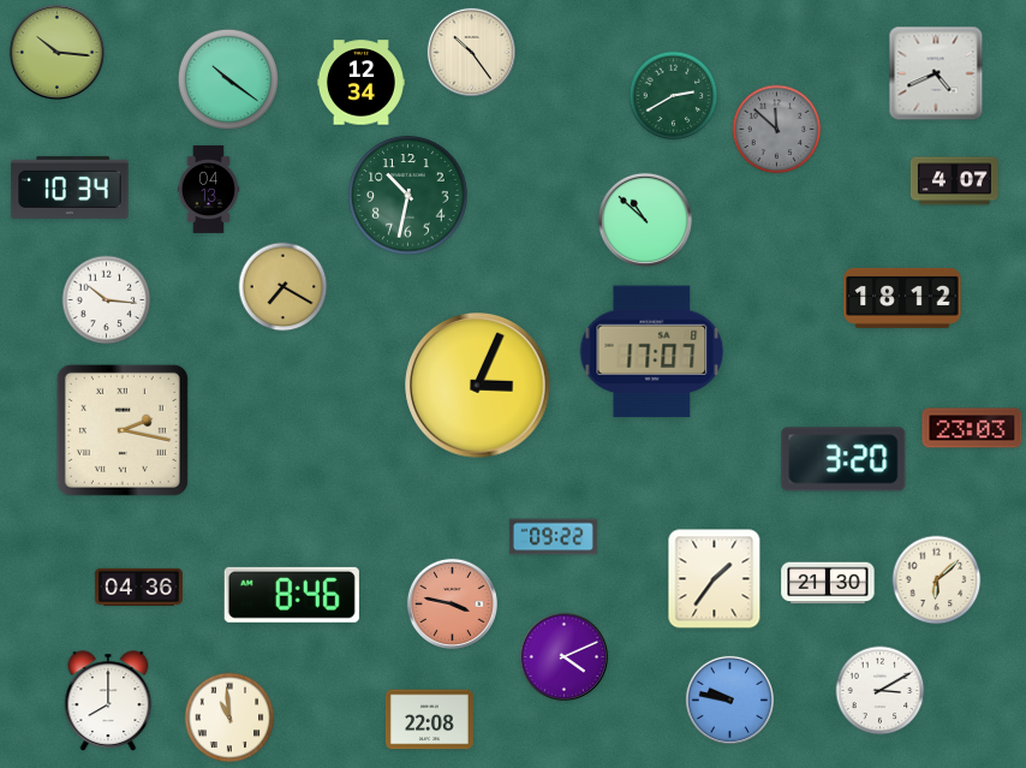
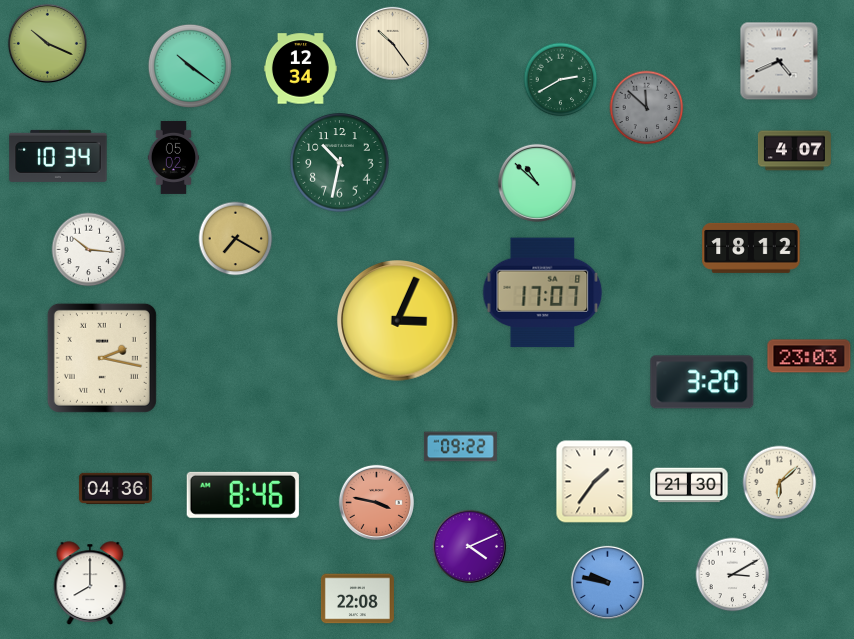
clock at (56, 52): 10:16 -> 10:19
clock at (209, 189): 04:13 -> 05:02
clock at (229, 718): 10:59 -> none
